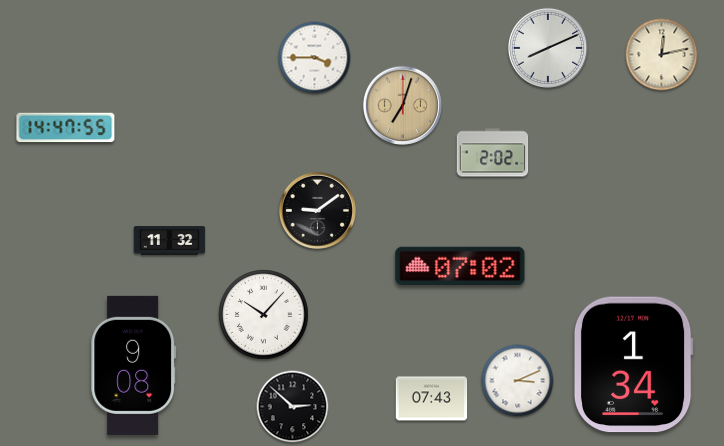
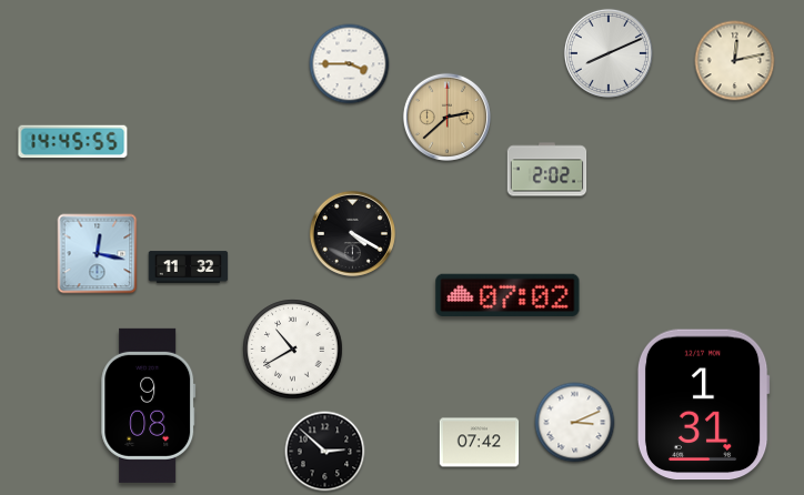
clock at (402, 105): 7:03 -> 2:38
clock at (66, 128): 14:47 -> 14:45
clock at (317, 210): 9:09 -> 4:20
clock at (98, 254): none -> 12:17
clock at (460, 266) position: (460, 266) -> (507, 295)
clock at (264, 315): 10:07 -> 10:40
clock at (633, 365): 1:34 -> 1:31
clock at (432, 399): 07:43 -> 07:42
